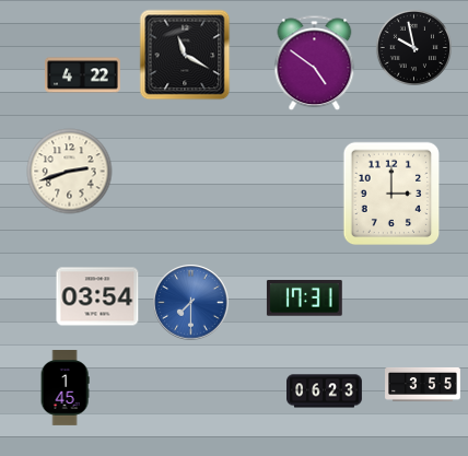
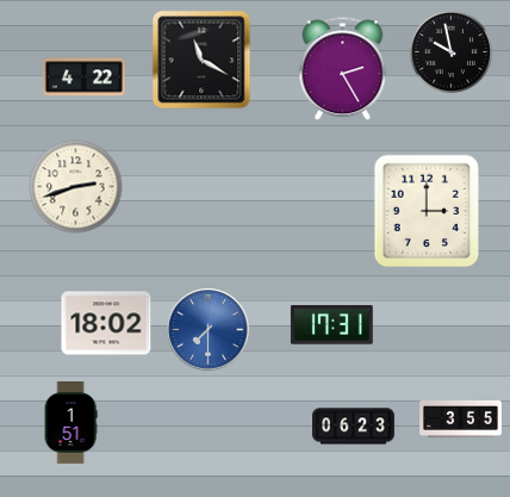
clock at (315, 63): 4:51 -> 2:25
clock at (83, 75) position: (83, 75) -> (85, 77)
clock at (97, 296): 03:54 -> 18:02
clock at (65, 388): 1:45 -> 1:51
